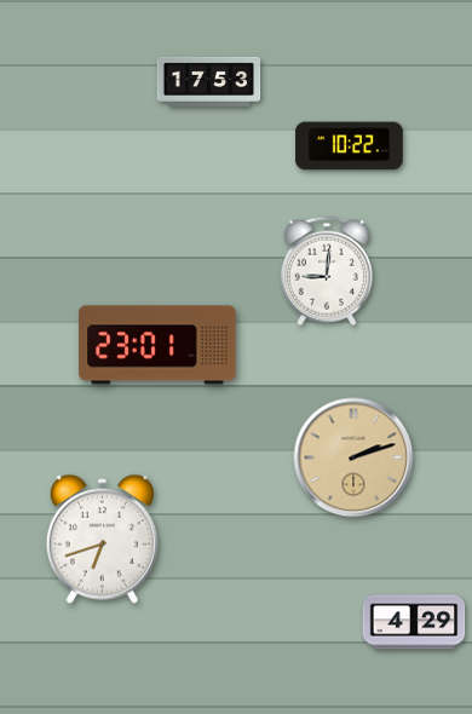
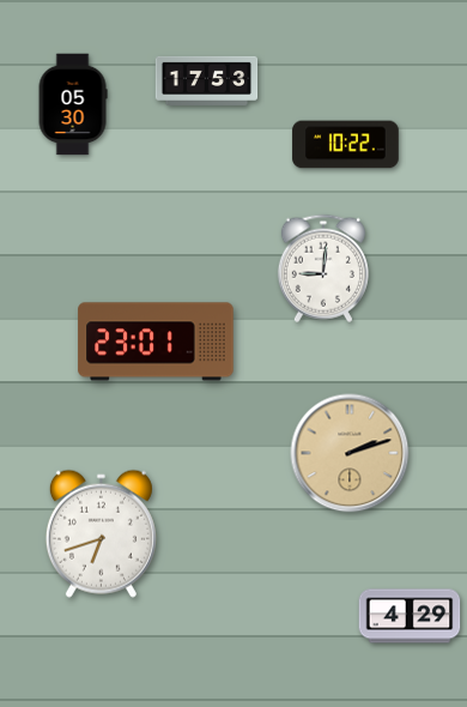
clock at (73, 104): none -> 05:30
